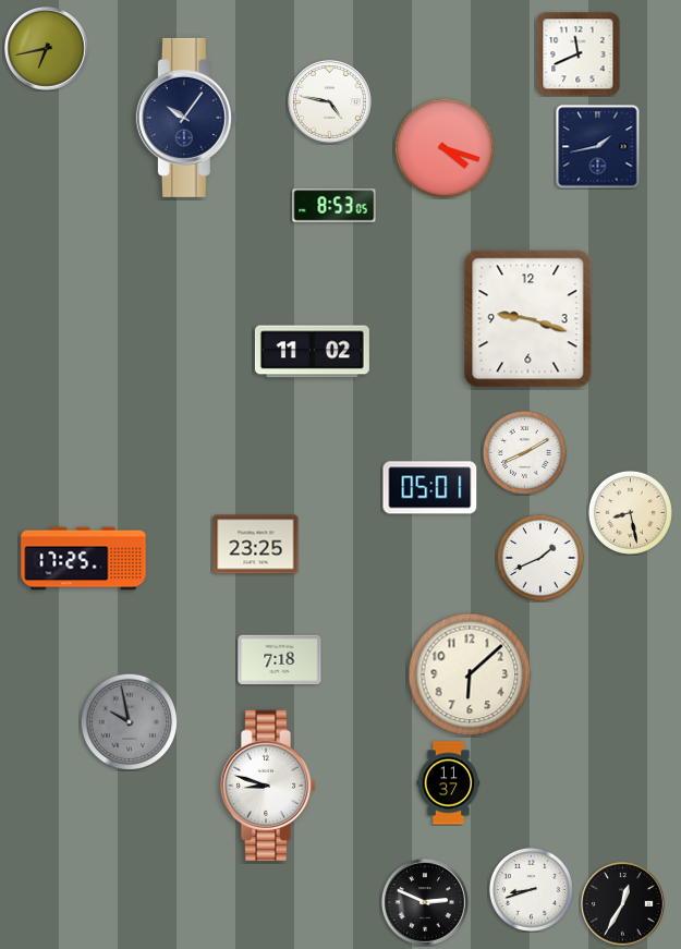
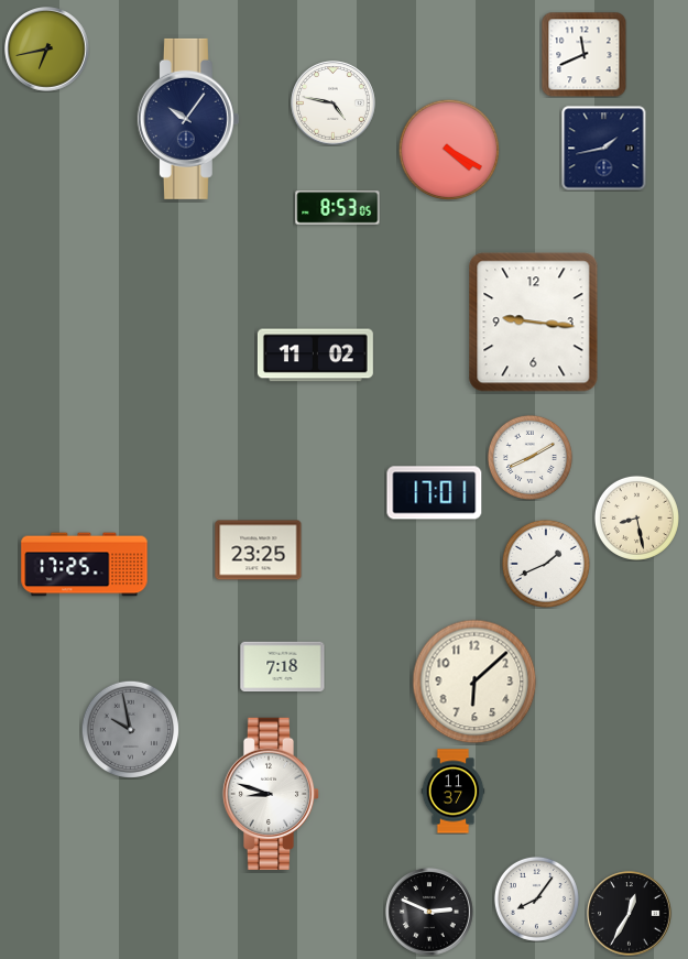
clock at (445, 148): 4:18 -> 4:20
clock at (528, 319): 9:18 -> 9:16
clock at (430, 488): 05:01 -> 17:01
clock at (531, 889): 8:42 -> 8:06
